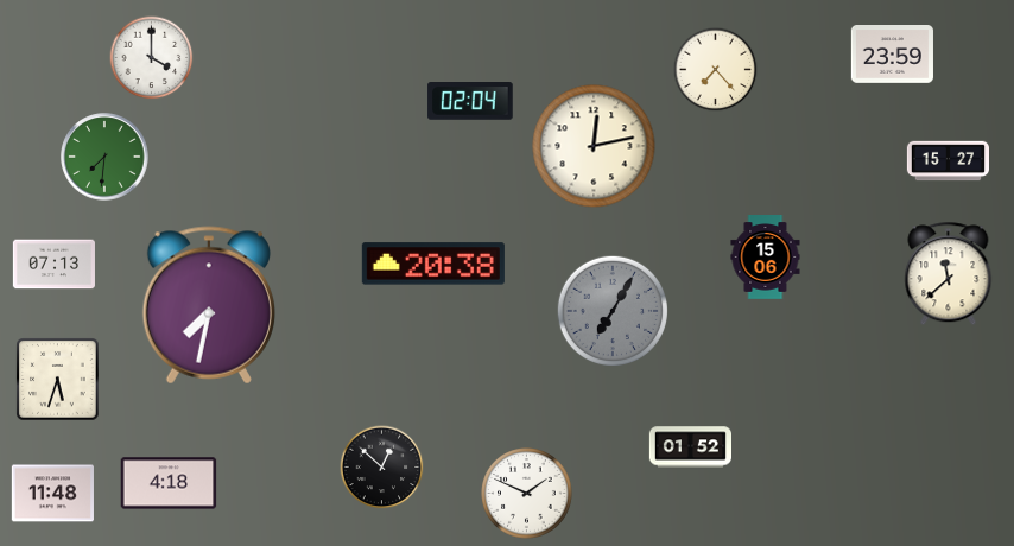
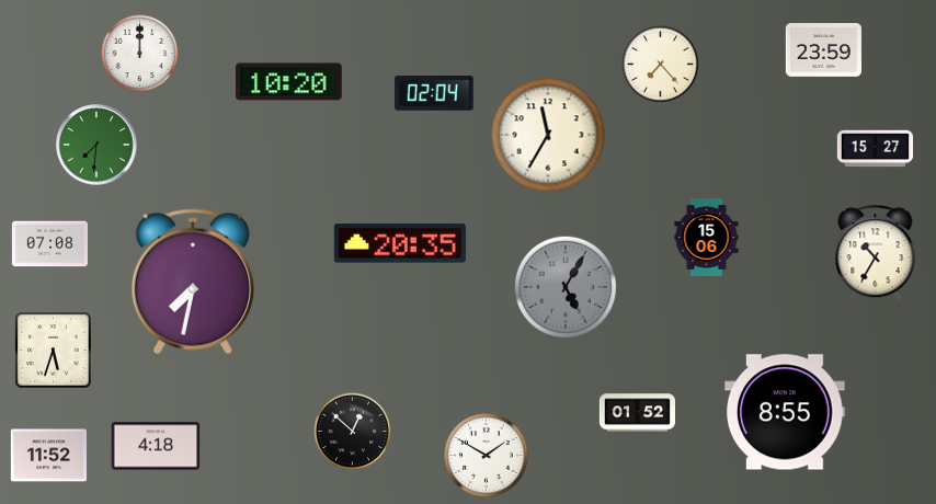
clock at (152, 58): 4:00 -> 12:00
clock at (289, 82): none -> 10:20
clock at (594, 146): 12:13 -> 11:35
clock at (433, 264): 20:38 -> 20:35
clock at (53, 265): 07:13 -> 07:08
clock at (949, 274): 11:38 -> 10:35
clock at (611, 310): 7:05 -> 5:05
clock at (786, 412): none -> 8:55
clock at (52, 494): 11:48 -> 11:52
clock at (527, 494): 1:49 -> 1:50
